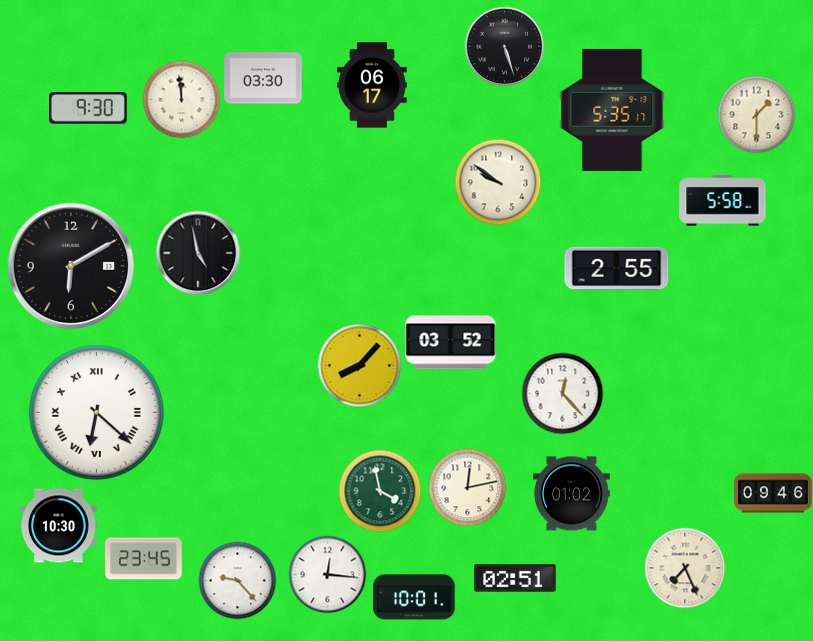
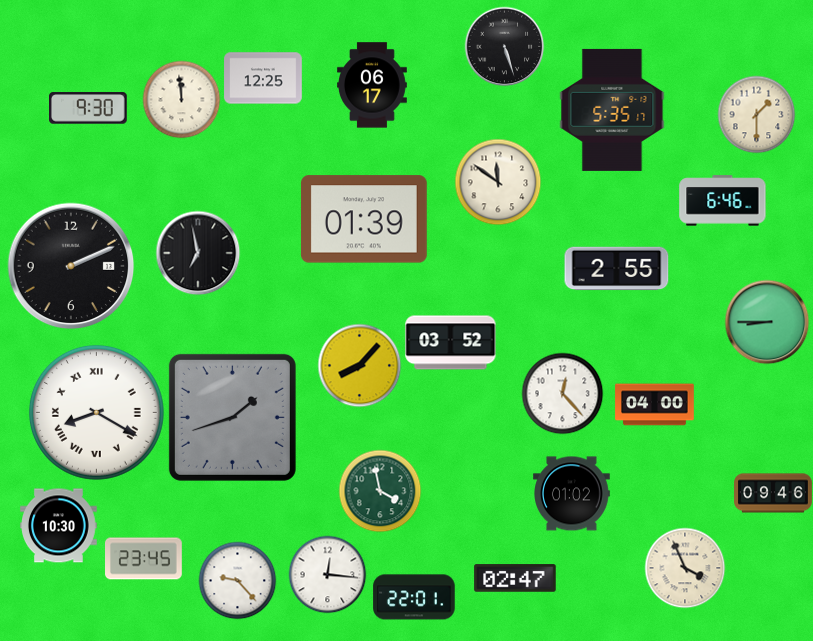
clock at (263, 78): 03:30 -> 12:25
clock at (498, 182): 9:51 -> 11:51
clock at (723, 201): 5:58 -> 6:46
clock at (364, 219): none -> 01:39
clock at (198, 253): 4:58 -> 6:58
clock at (71, 266): 6:10 -> 2:11
clock at (767, 322): none -> 8:45
clock at (655, 405): none -> 04:00
clock at (96, 412): 6:22 -> 8:20
clock at (232, 417): none -> 1:42
clock at (467, 487): 12:13 -> none
clock at (685, 568): 7:26 -> 3:56
clock at (515, 578): 02:51 -> 02:47
clock at (414, 597): 10:01 -> 22:01
